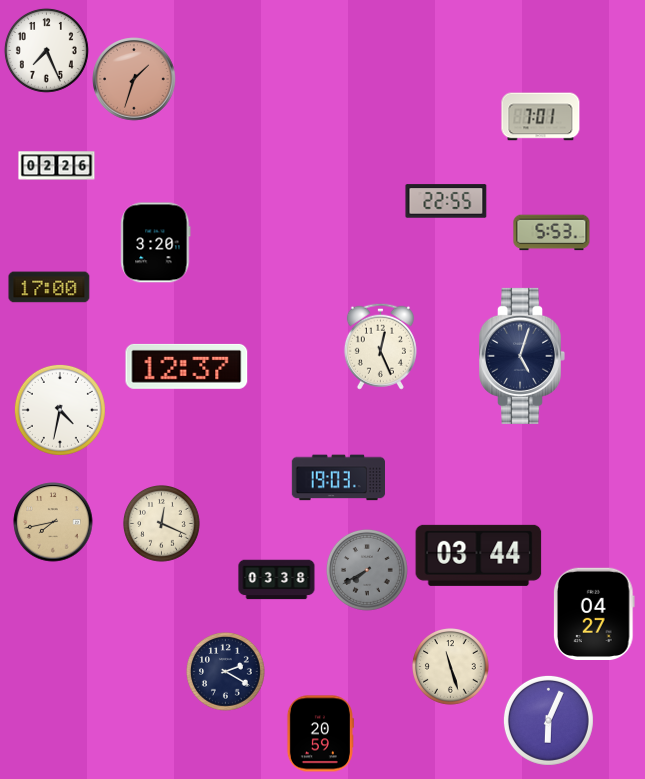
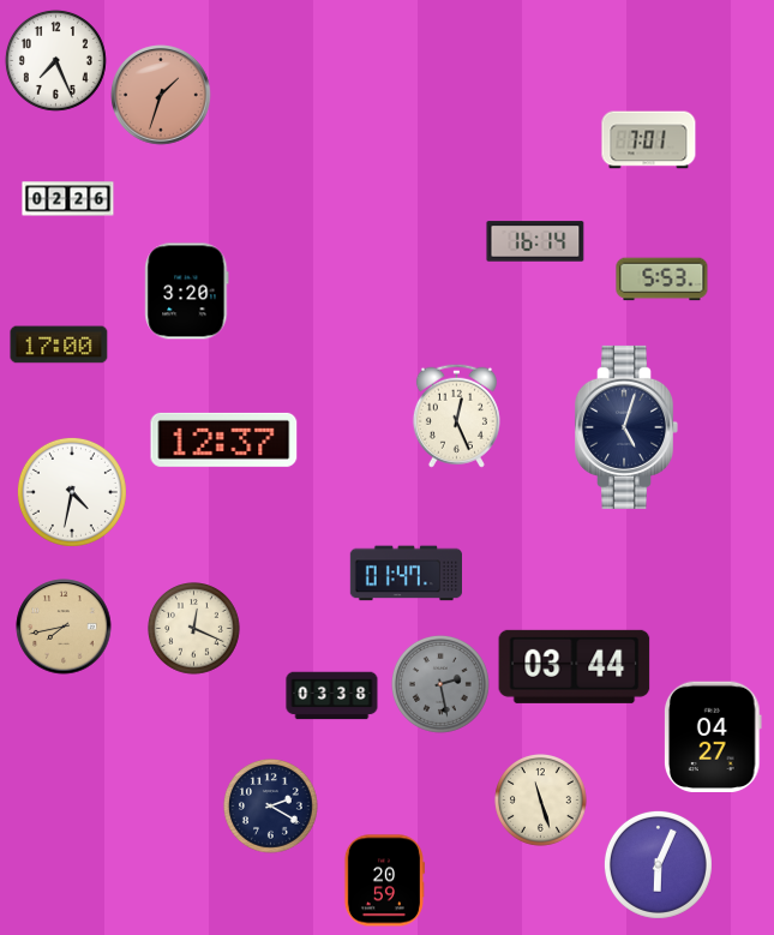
clock at (446, 201): 22:55 -> 16:14
clock at (338, 478): 19:03 -> 01:47
clock at (367, 570): 7:40 -> 2:28
